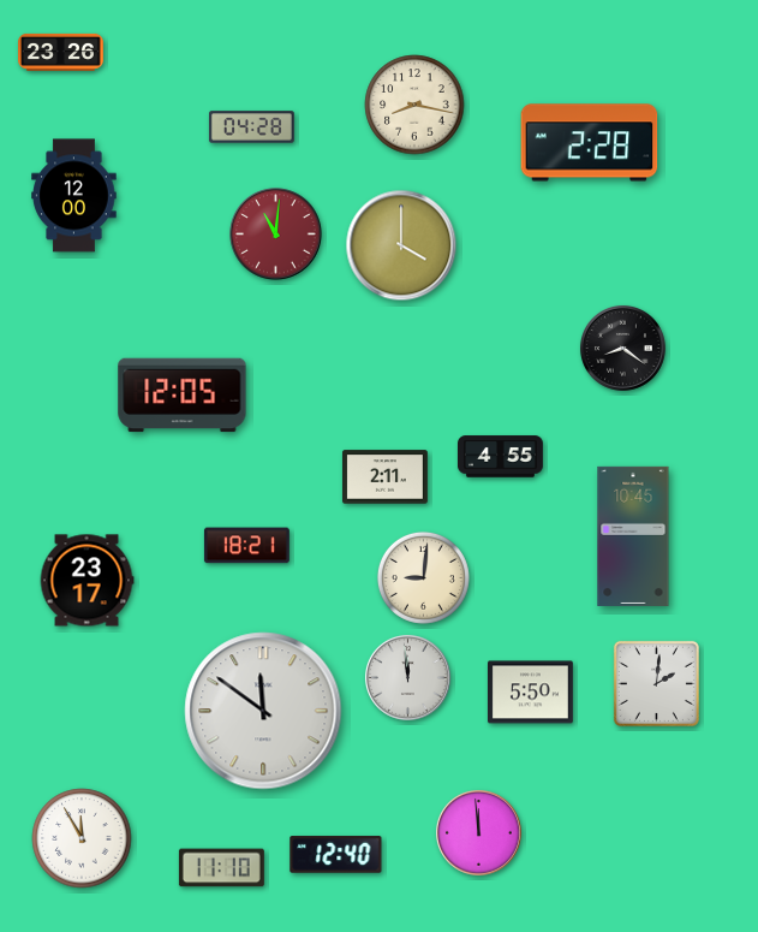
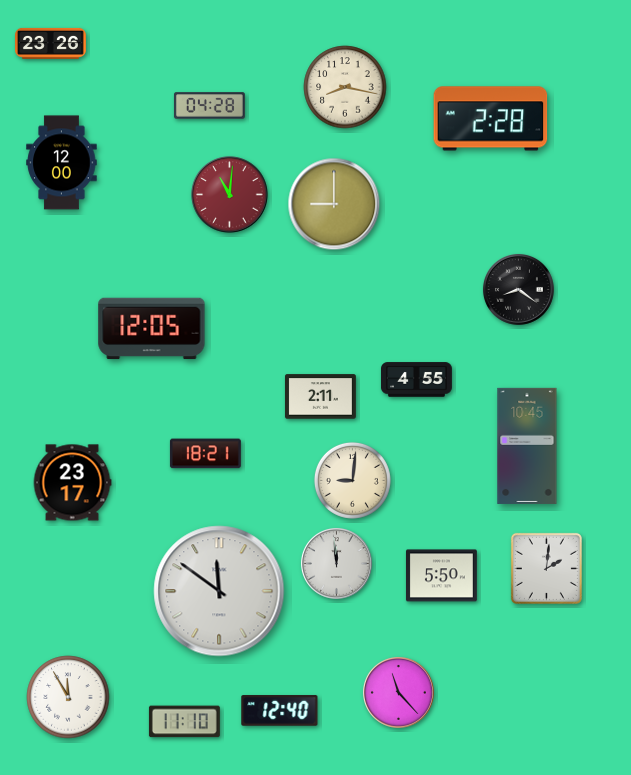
clock at (401, 245): 4:00 -> 9:00
clock at (407, 677) position: (407, 677) -> (336, 563)
clock at (478, 832): 11:59 -> 11:23
